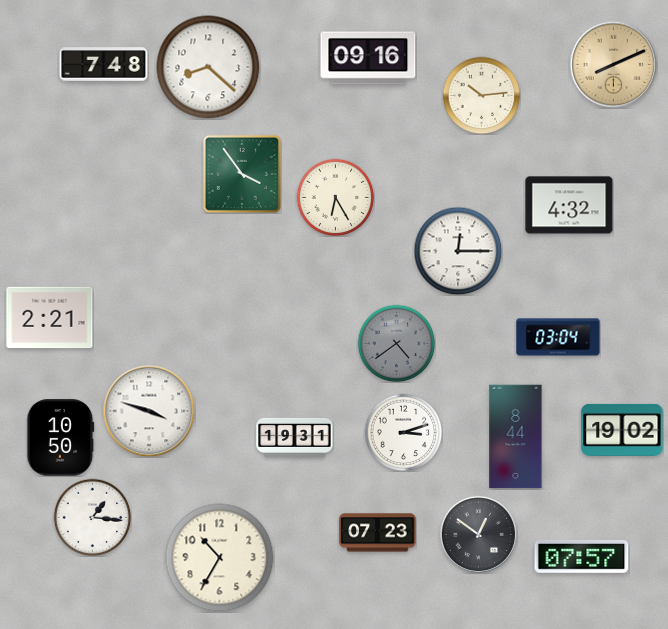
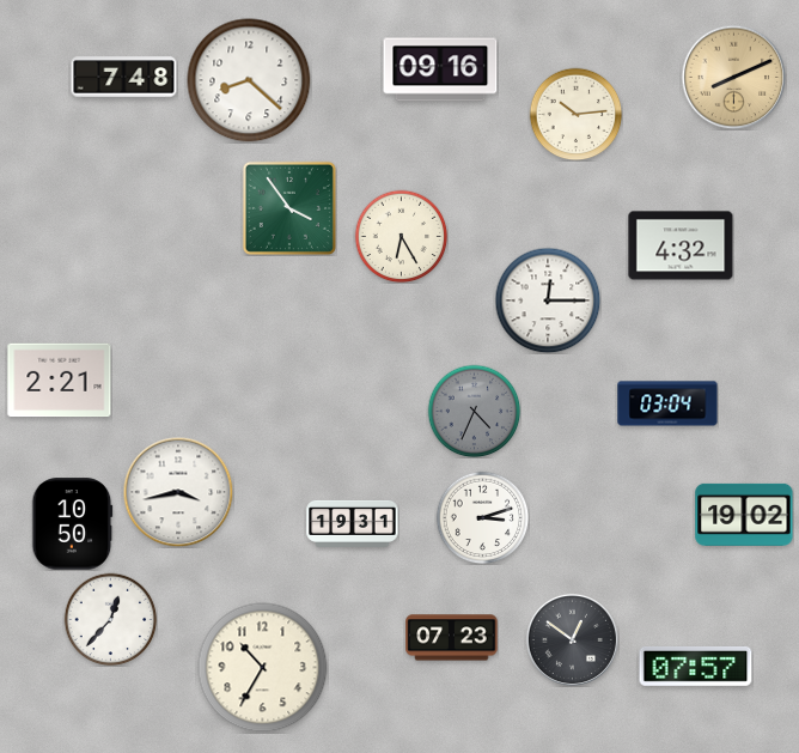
clock at (396, 343): 4:39 -> 4:34
clock at (149, 411): 3:48 -> 3:43
clock at (516, 437): 8:44 -> none
clock at (92, 517): 1:16 -> 12:37
